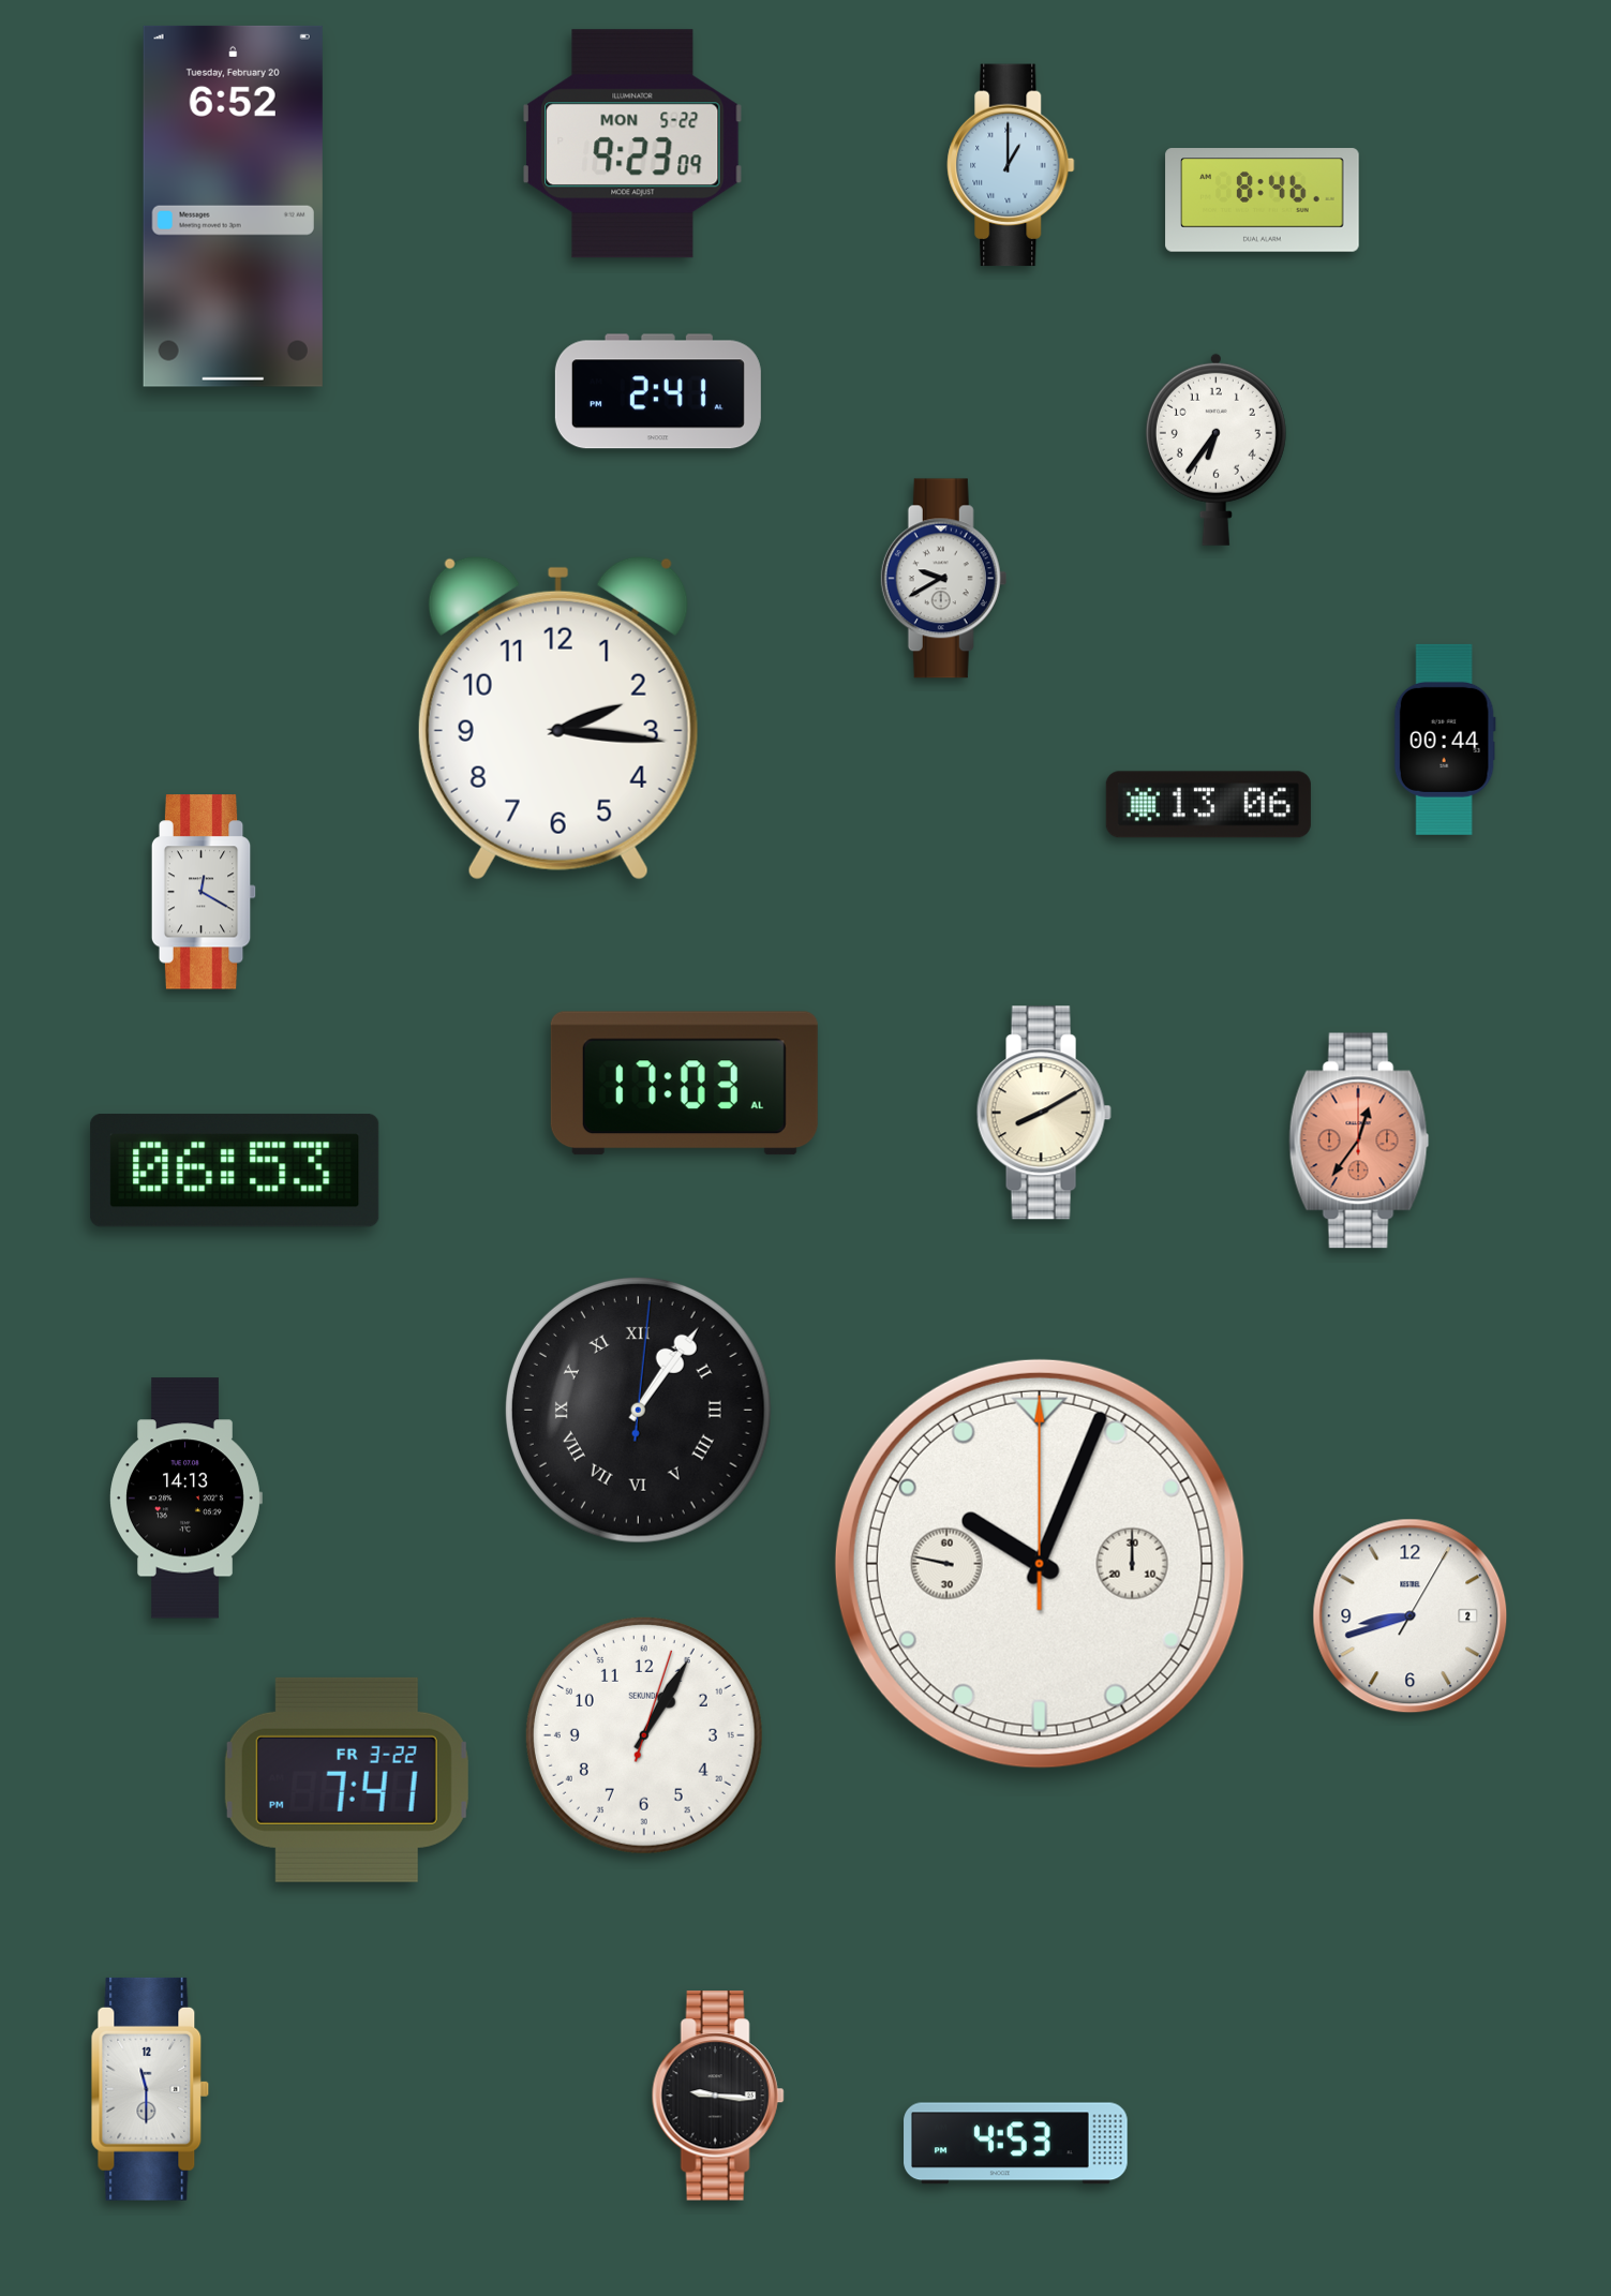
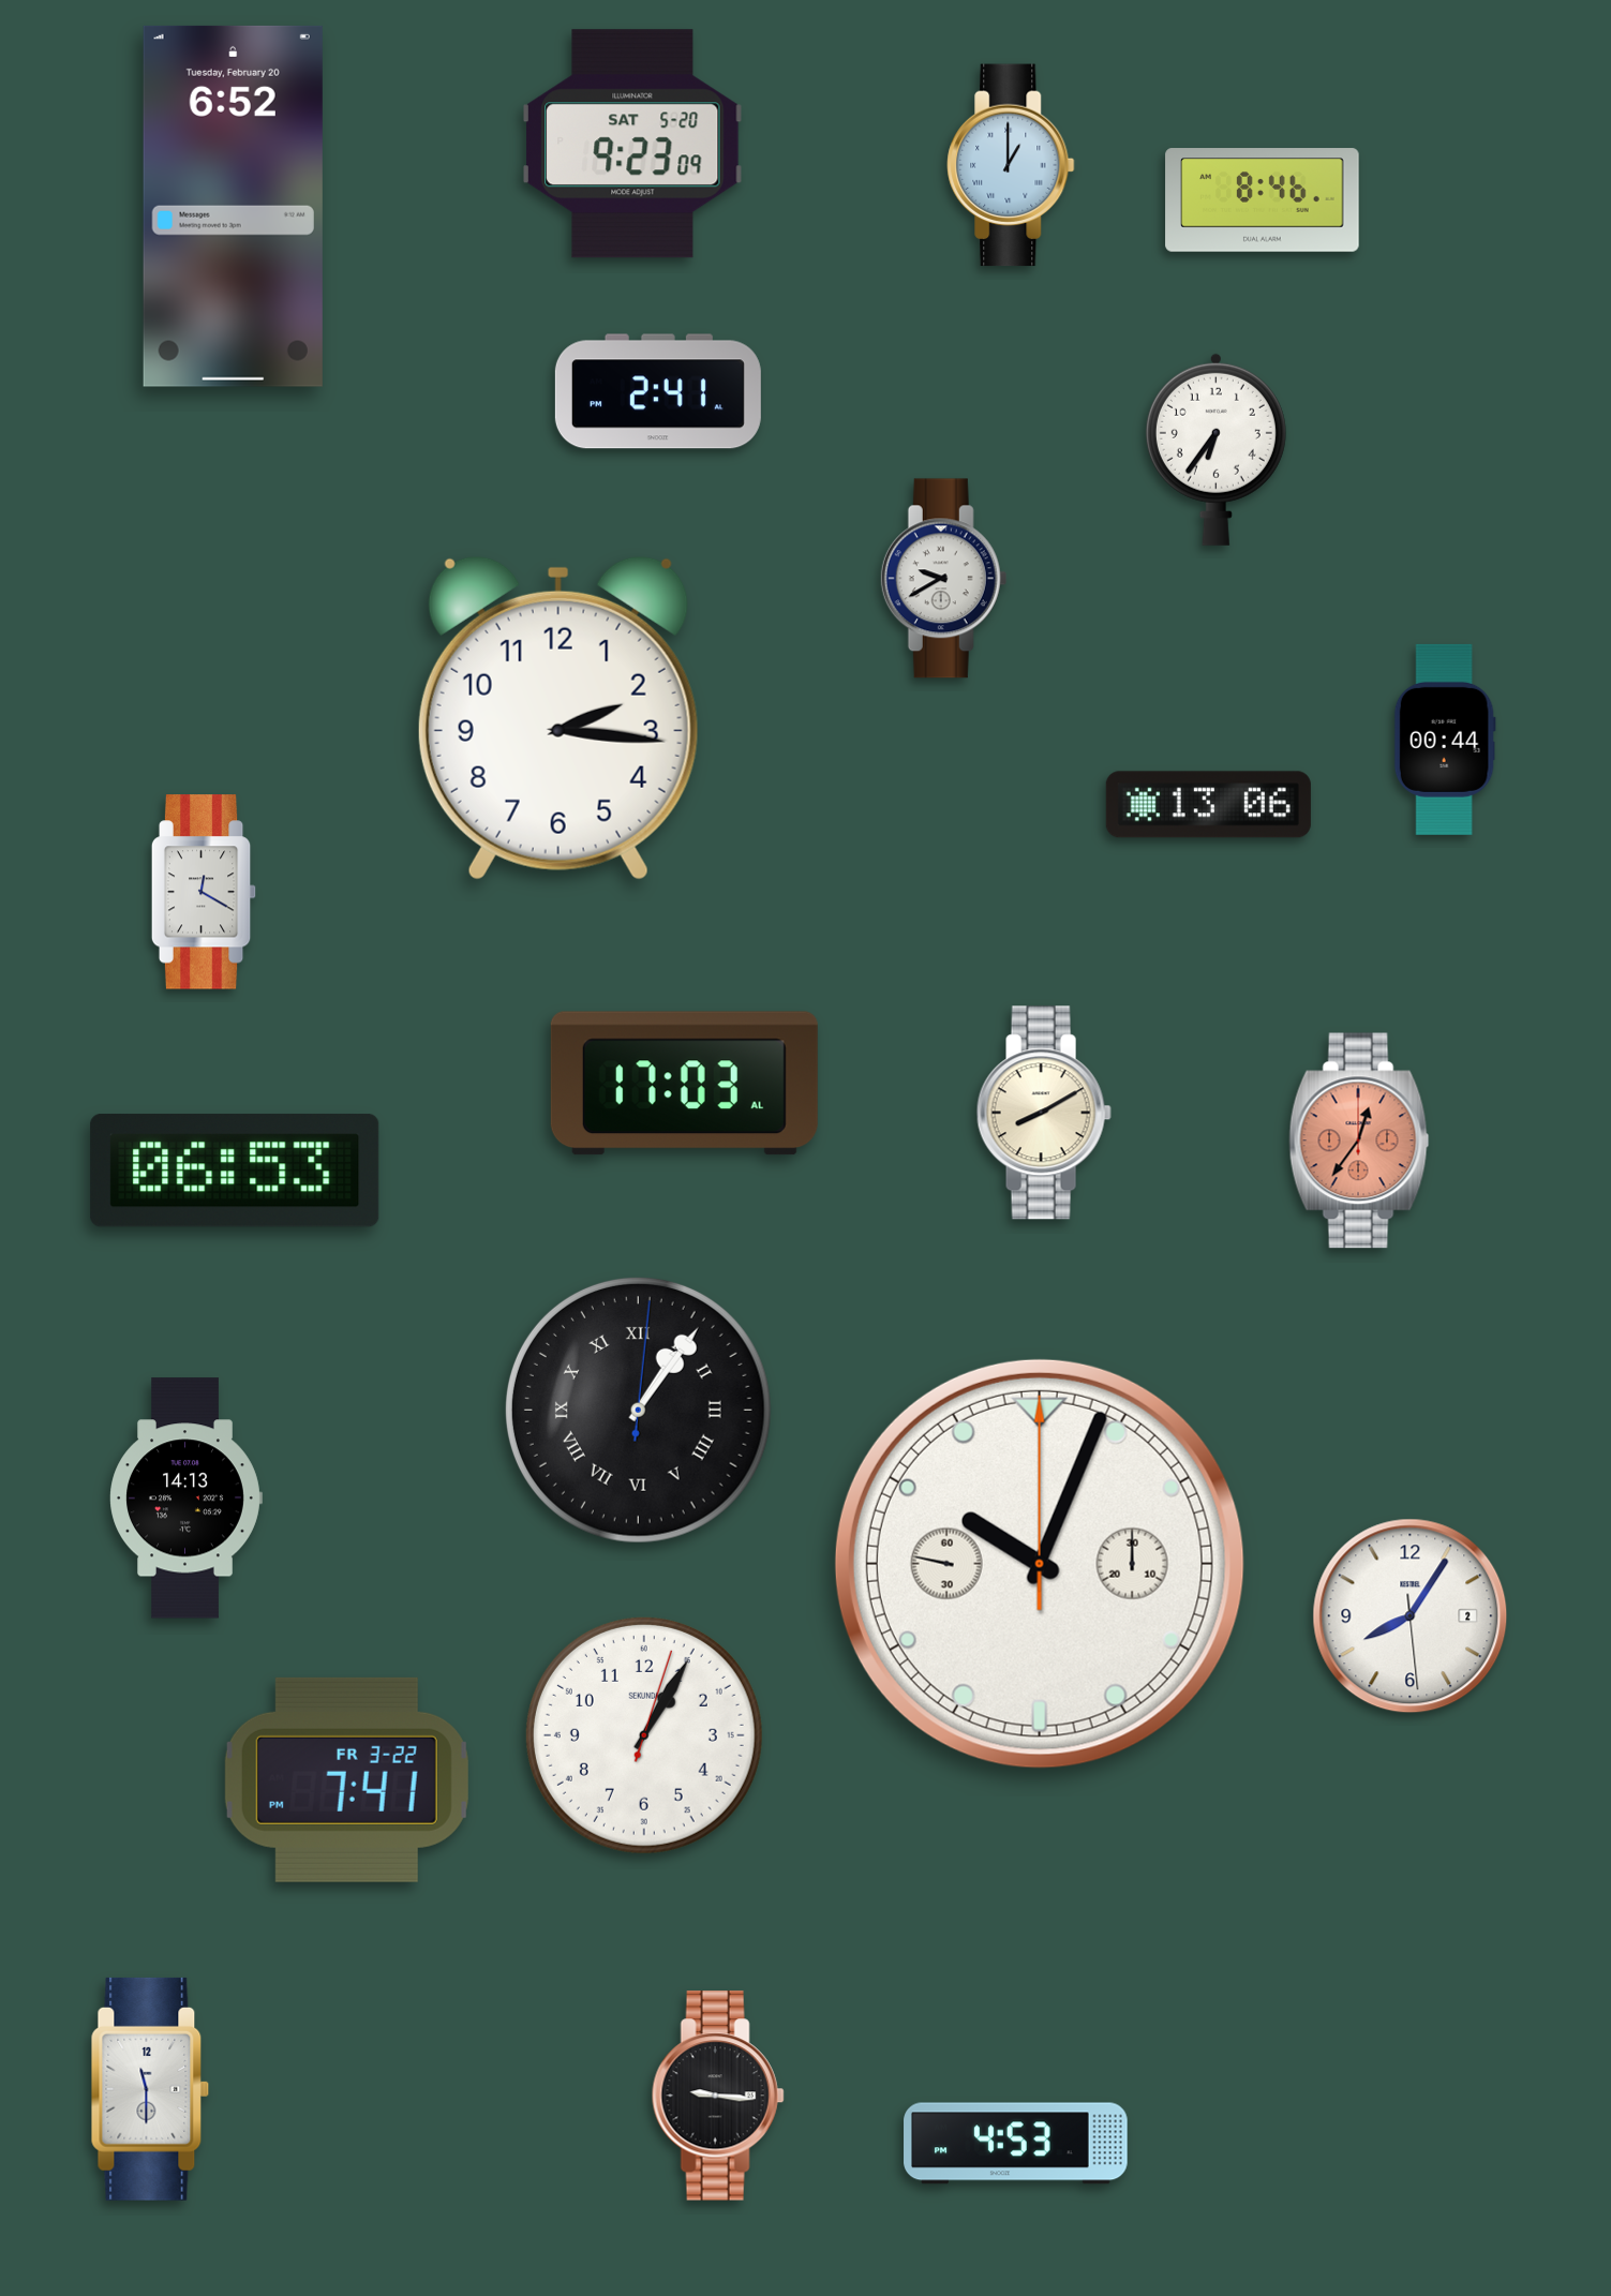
clock at (633, 144) date: MON 5-22 -> SAT 5-20
clock at (1411, 1616): 8:42 -> 8:05
